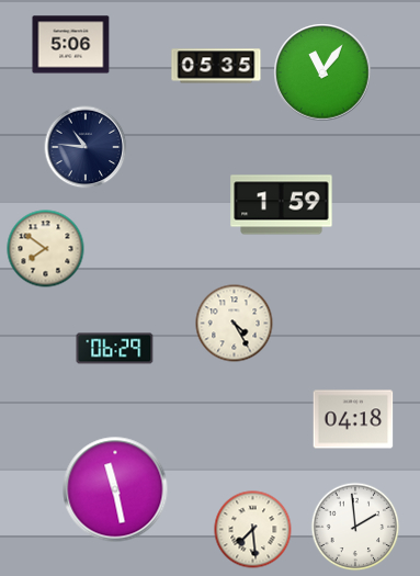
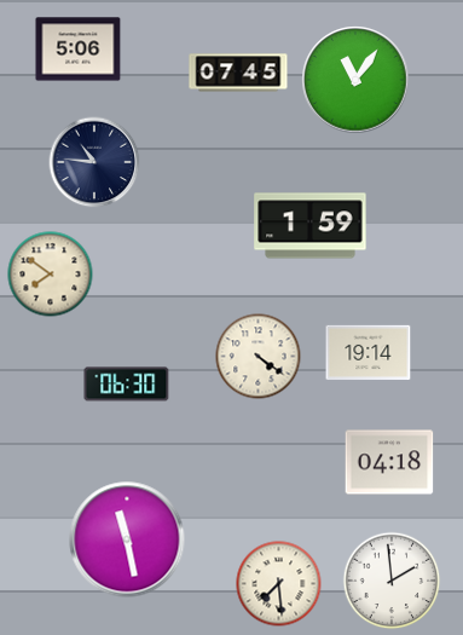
clock at (216, 66): 05:35 -> 07:45
clock at (369, 352): none -> 19:14
clock at (235, 324): 4:25 -> 4:21
clock at (115, 349): 06:29 -> 06:30
